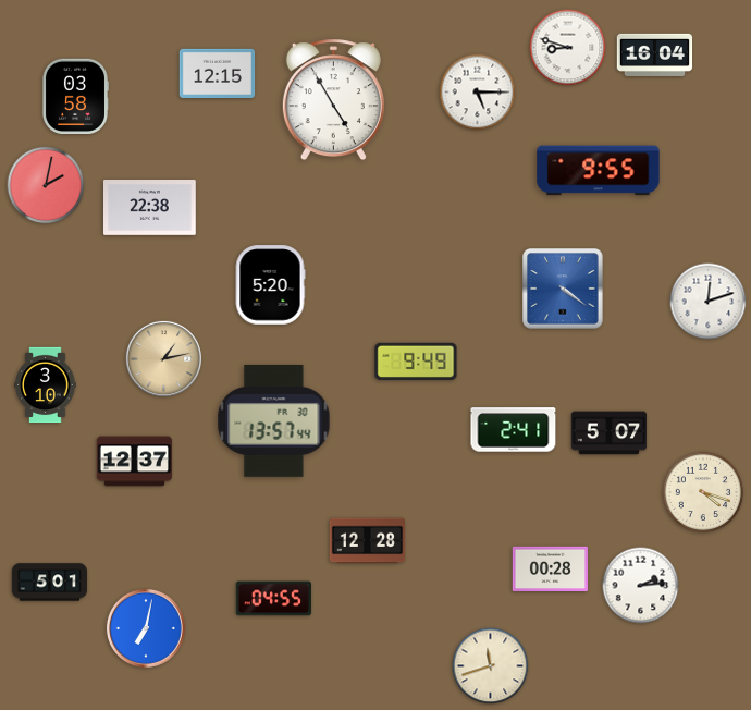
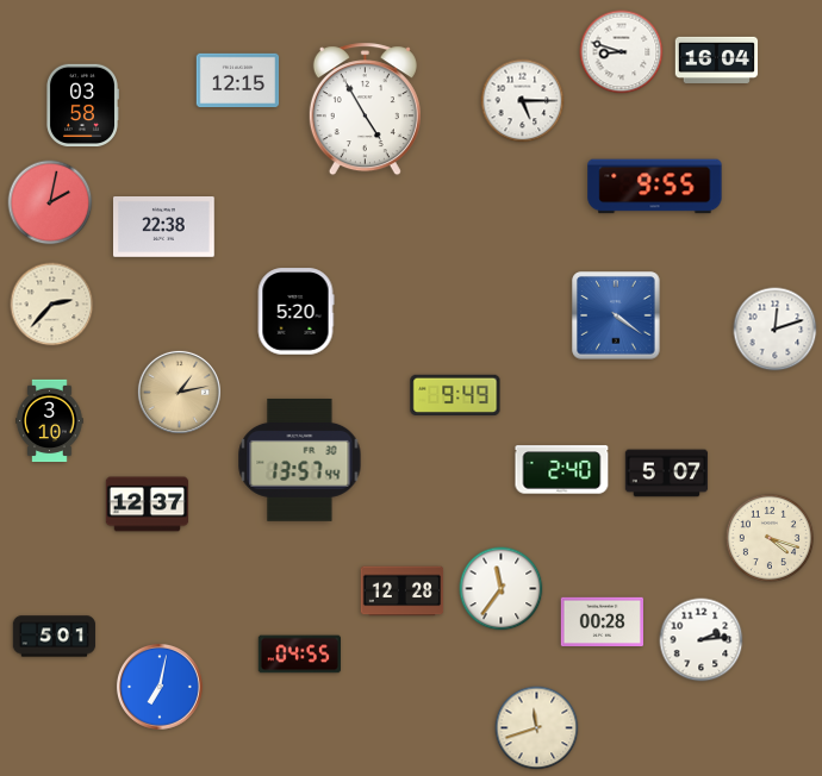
clock at (52, 305): none -> 2:37
clock at (514, 430): 2:41 -> 2:40
clock at (502, 589): none -> 11:36
